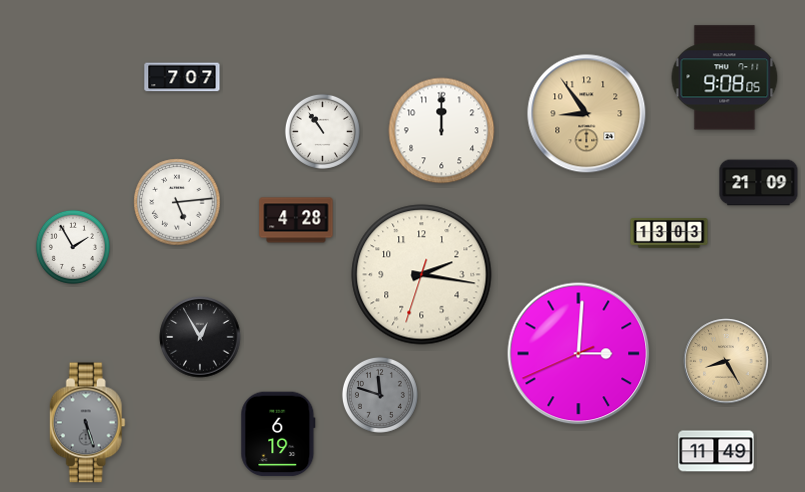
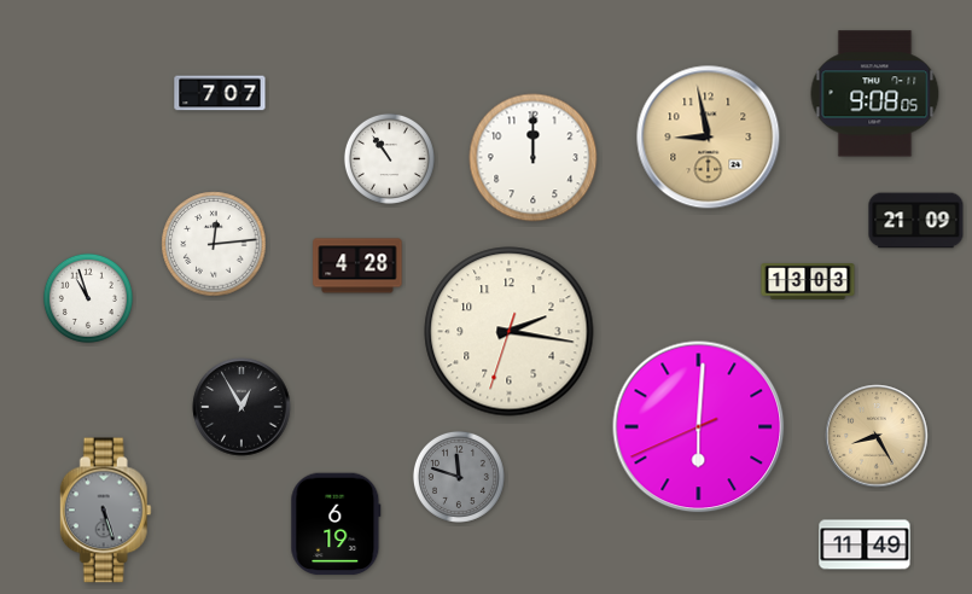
clock at (587, 114): 8:54 -> 8:58
clock at (177, 202): 5:14 -> 12:14
clock at (73, 247): 1:55 -> 10:57
clock at (579, 354): 3:00 -> 6:00
